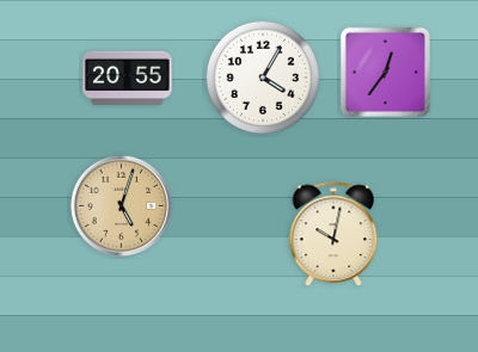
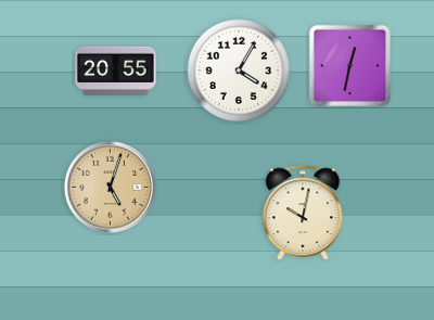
clock at (385, 72): 12:36 -> 12:32
